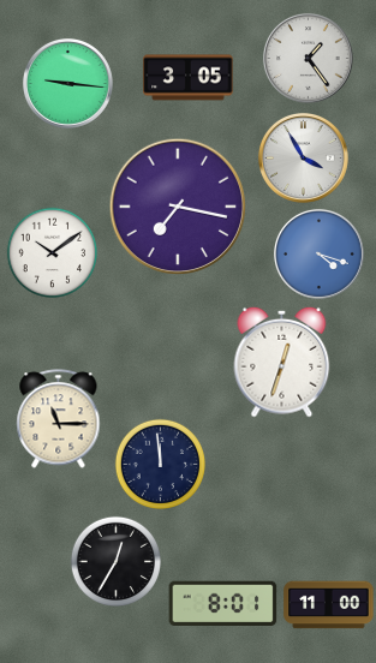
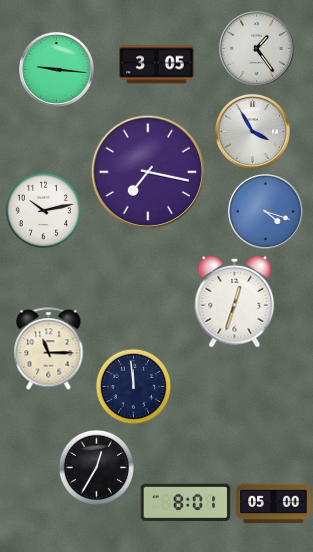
clock at (53, 253): 10:09 -> 10:13
clock at (329, 605): 11:00 -> 05:00
